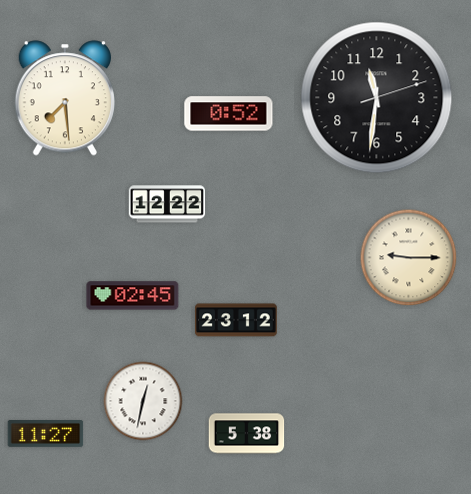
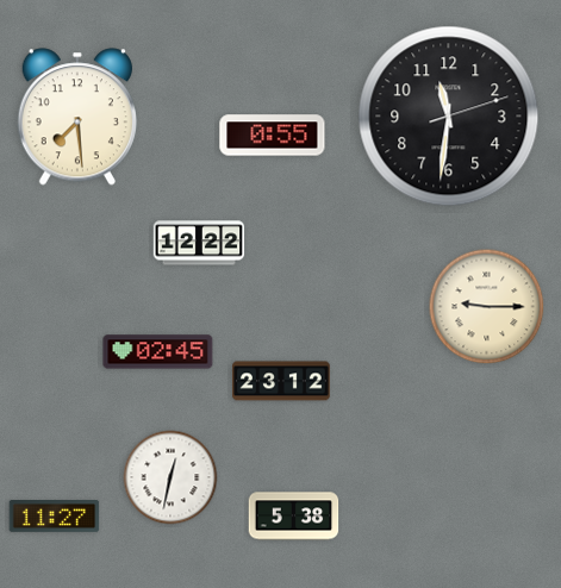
clock at (229, 114): 0:52 -> 0:55
